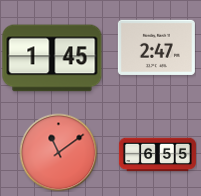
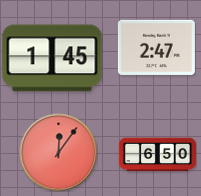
clock at (58, 152): 11:09 -> 12:06
clock at (157, 155): 6:55 -> 6:50
